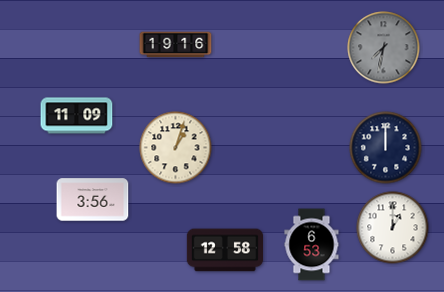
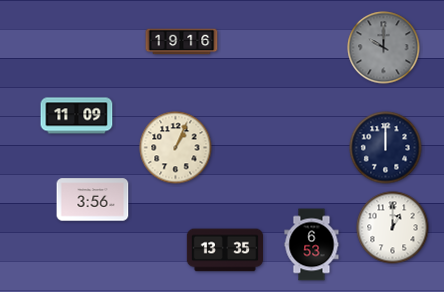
clock at (176, 45) position: (176, 45) -> (182, 42)
clock at (384, 48): 7:32 -> 10:00
clock at (176, 148): 1:03 -> 1:04
clock at (224, 250): 12:58 -> 13:35
